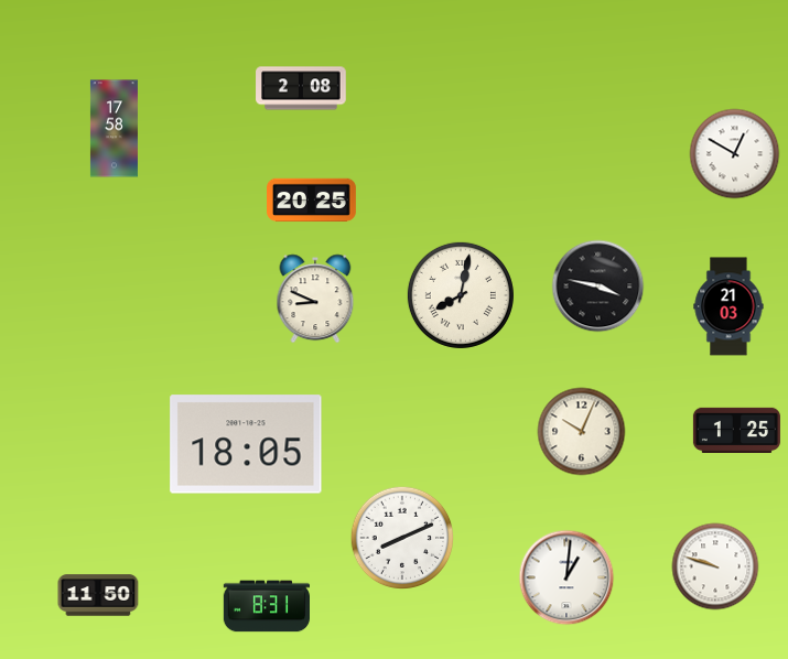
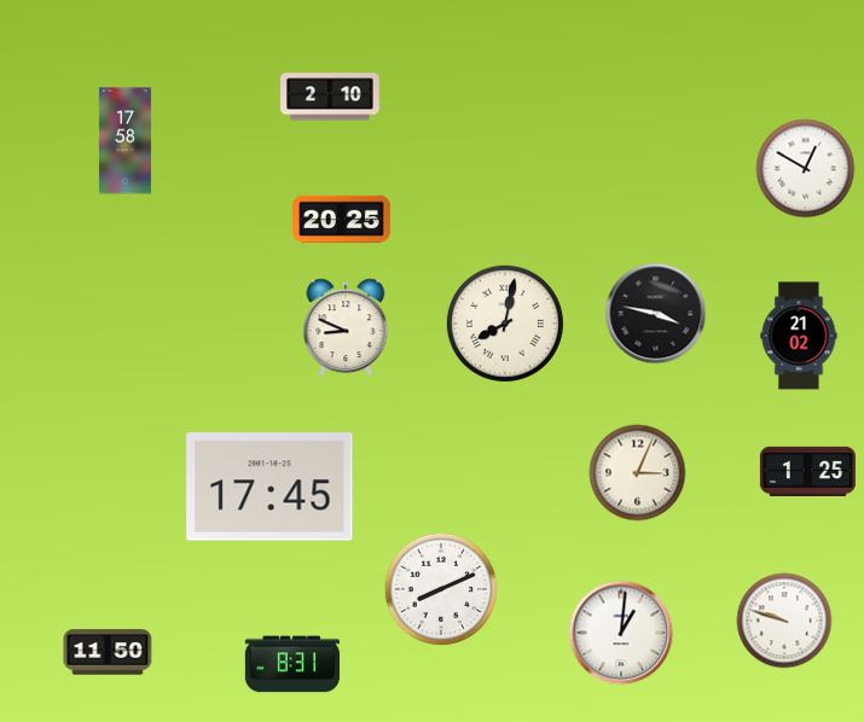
clock at (301, 88): 2:08 -> 2:10
clock at (728, 306): 21:03 -> 21:02
clock at (582, 432): 10:04 -> 3:04
clock at (246, 444): 18:05 -> 17:45
